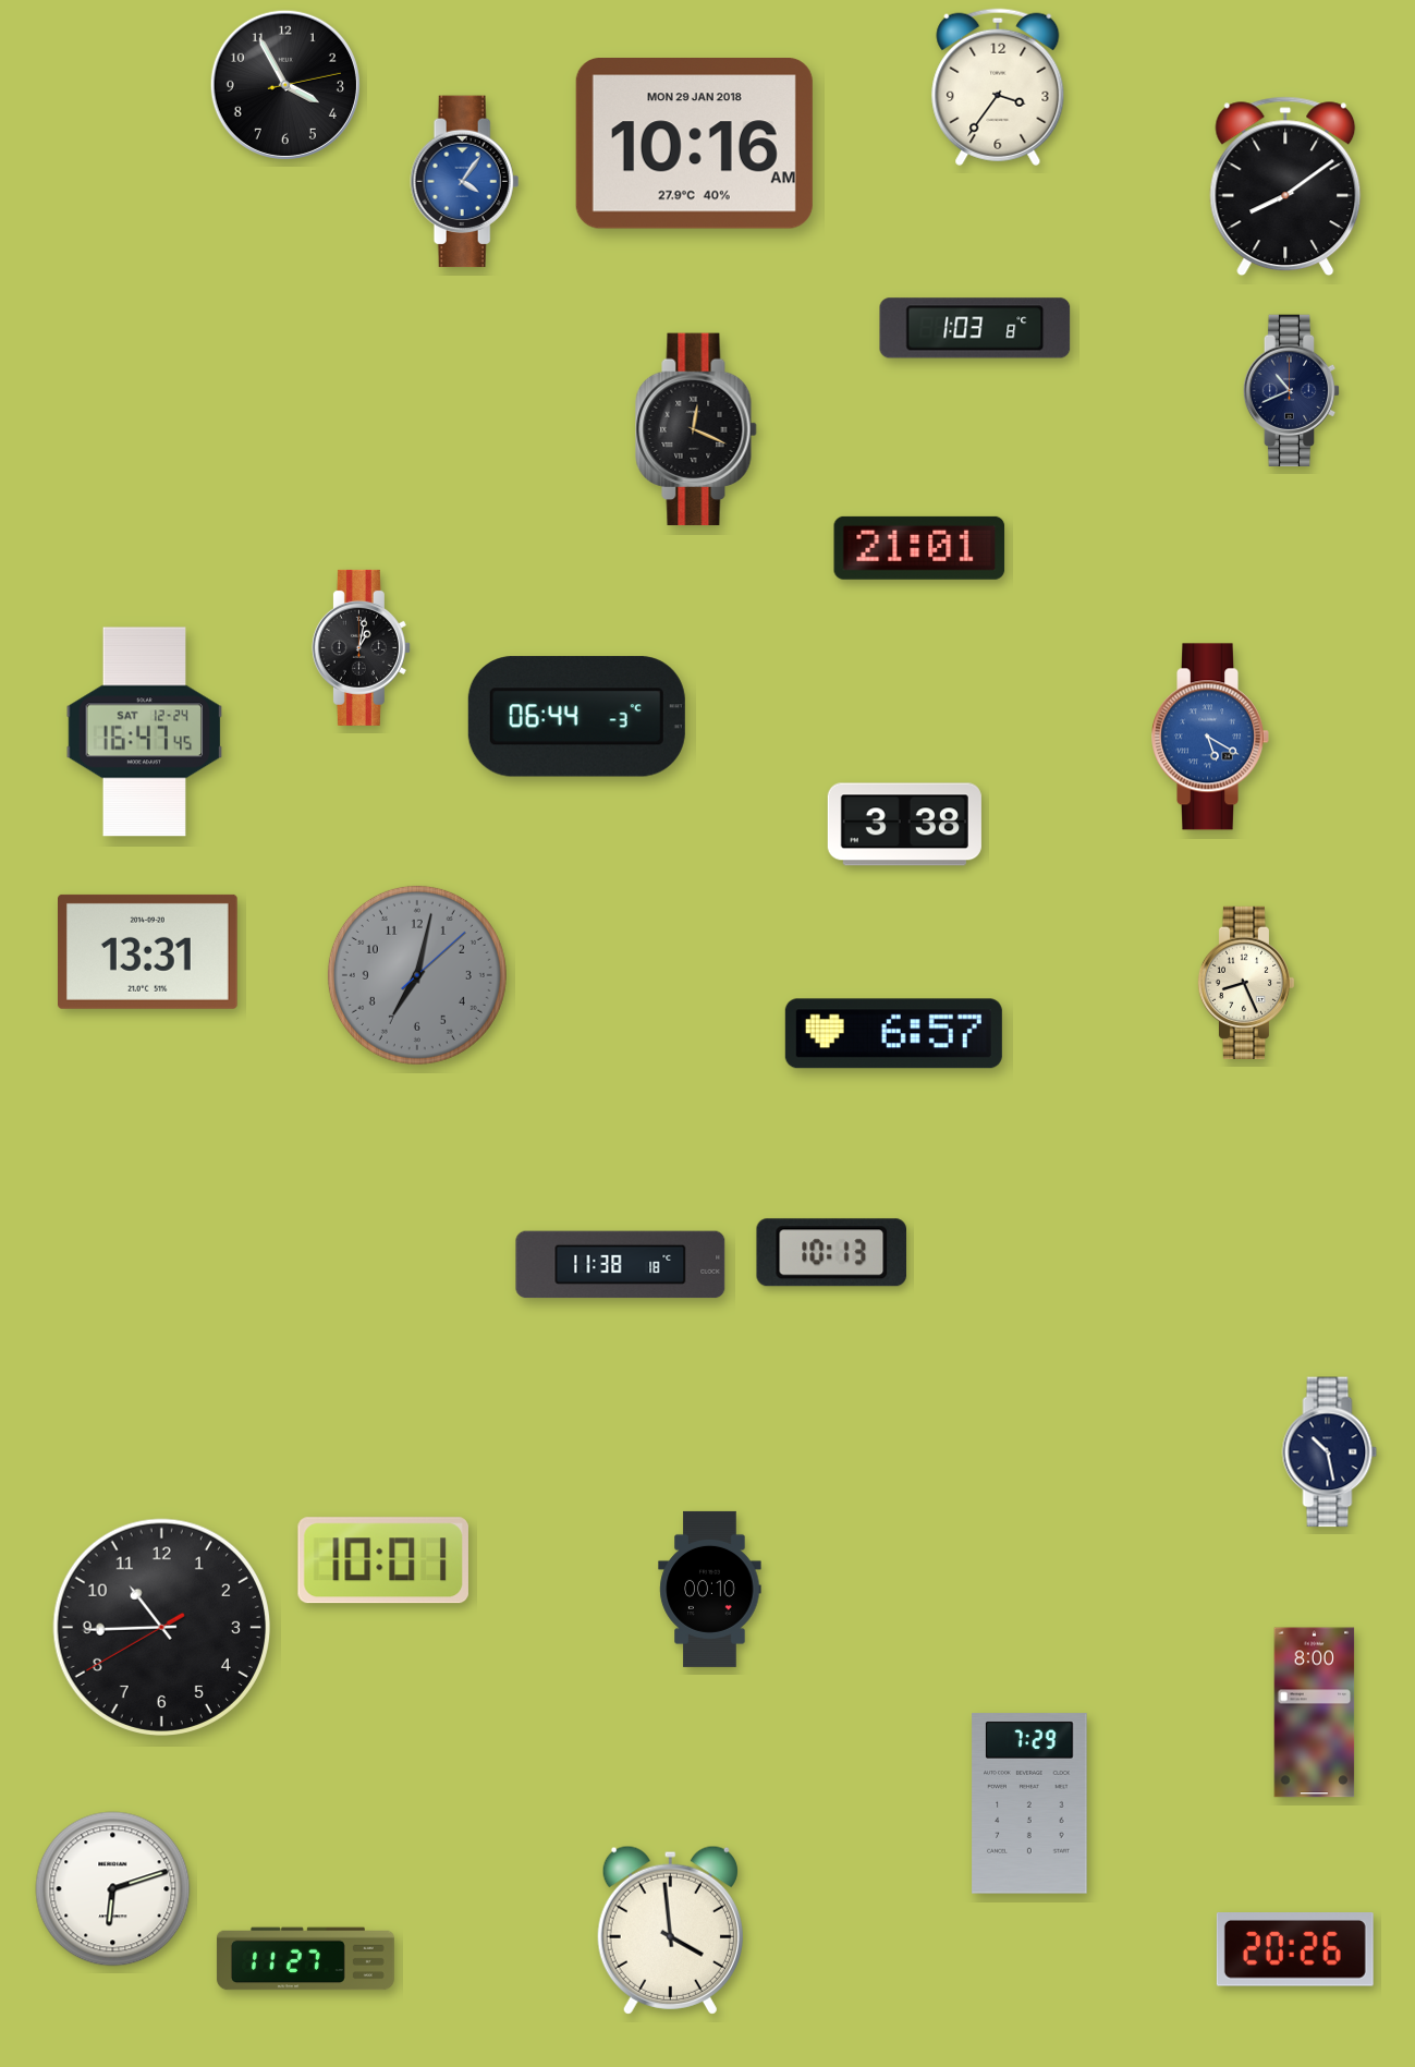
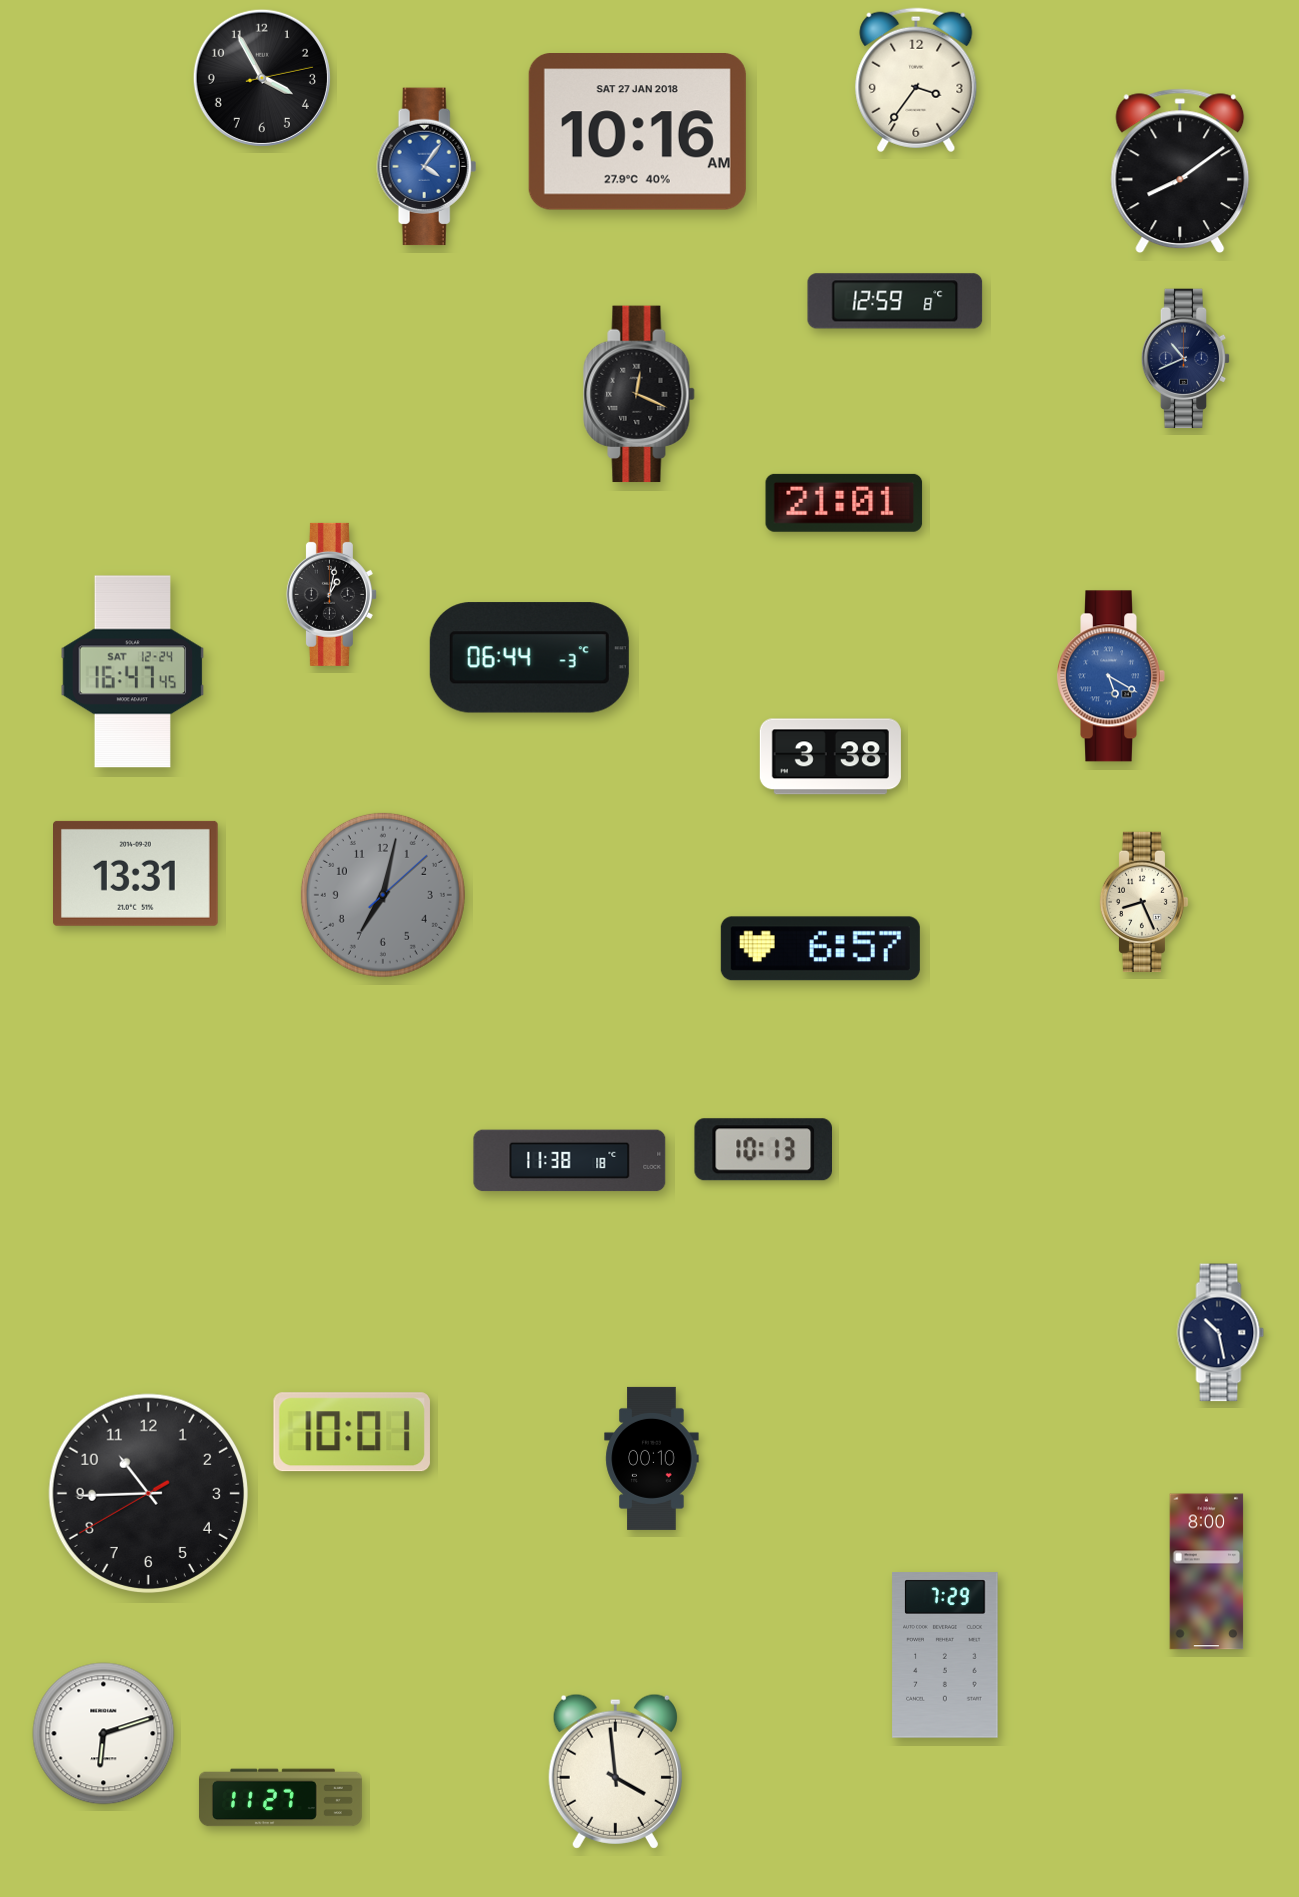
clock at (694, 144) date: MON 29 JAN 2018 -> SAT 27 JAN 2018
clock at (975, 328): 1:03 -> 12:59
clock at (1295, 1950): 20:26 -> none
